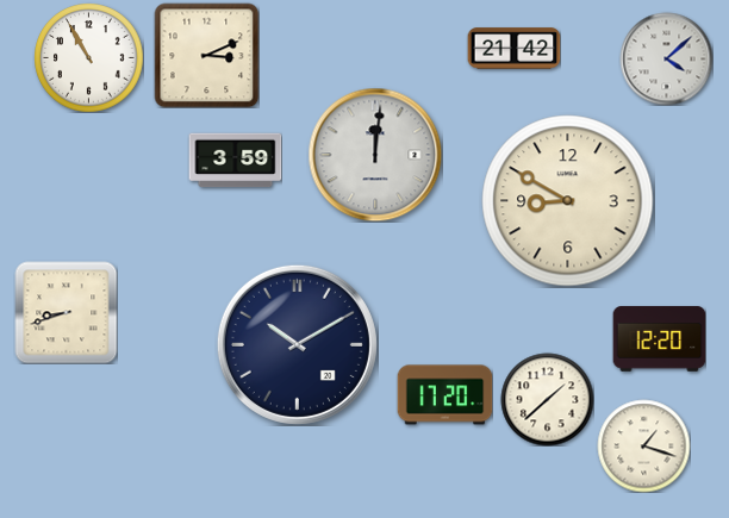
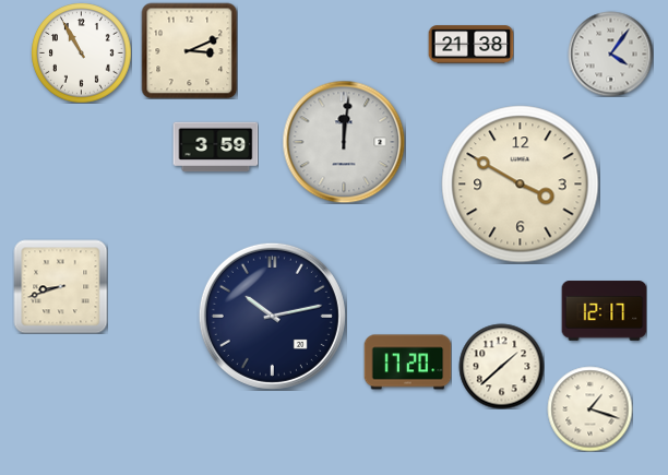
clock at (513, 49): 21:42 -> 21:38
clock at (666, 58): 4:08 -> 4:06
clock at (568, 201): 8:50 -> 3:50
clock at (659, 339): 12:20 -> 12:17
clock at (297, 344): 10:10 -> 10:13
